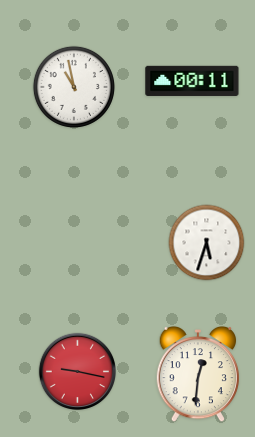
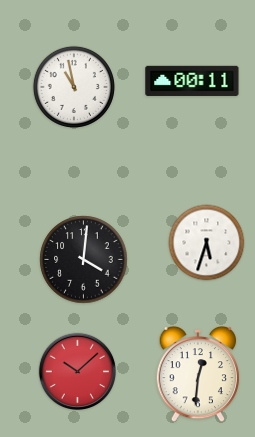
clock at (84, 260): none -> 4:01
clock at (77, 371): 9:17 -> 10:08
